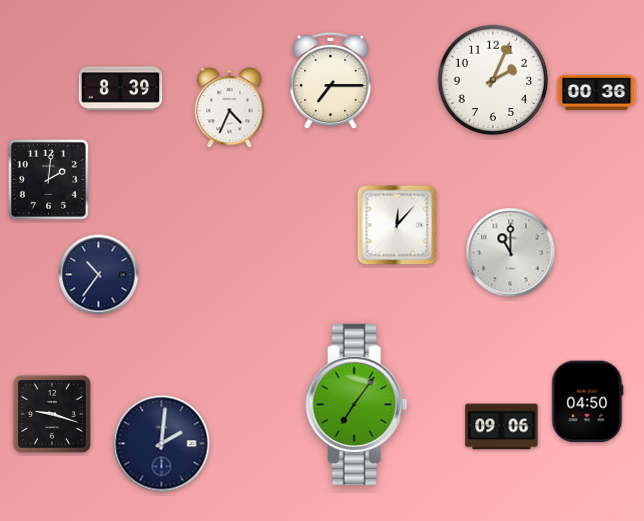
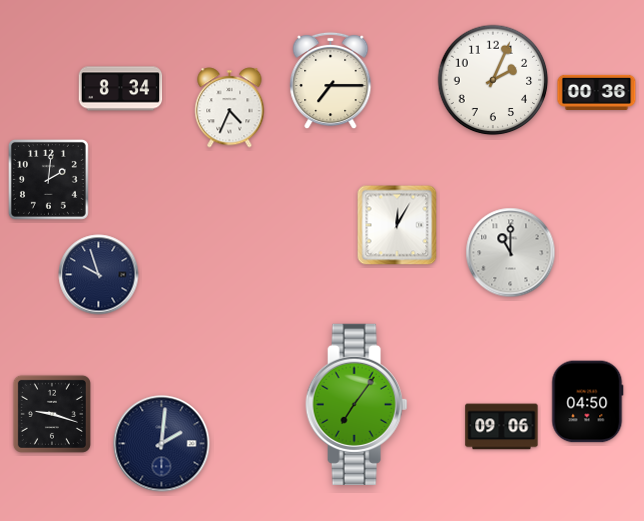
clock at (121, 89): 8:39 -> 8:34
clock at (397, 225): 12:07 -> 12:05
clock at (99, 275): 10:36 -> 9:57
